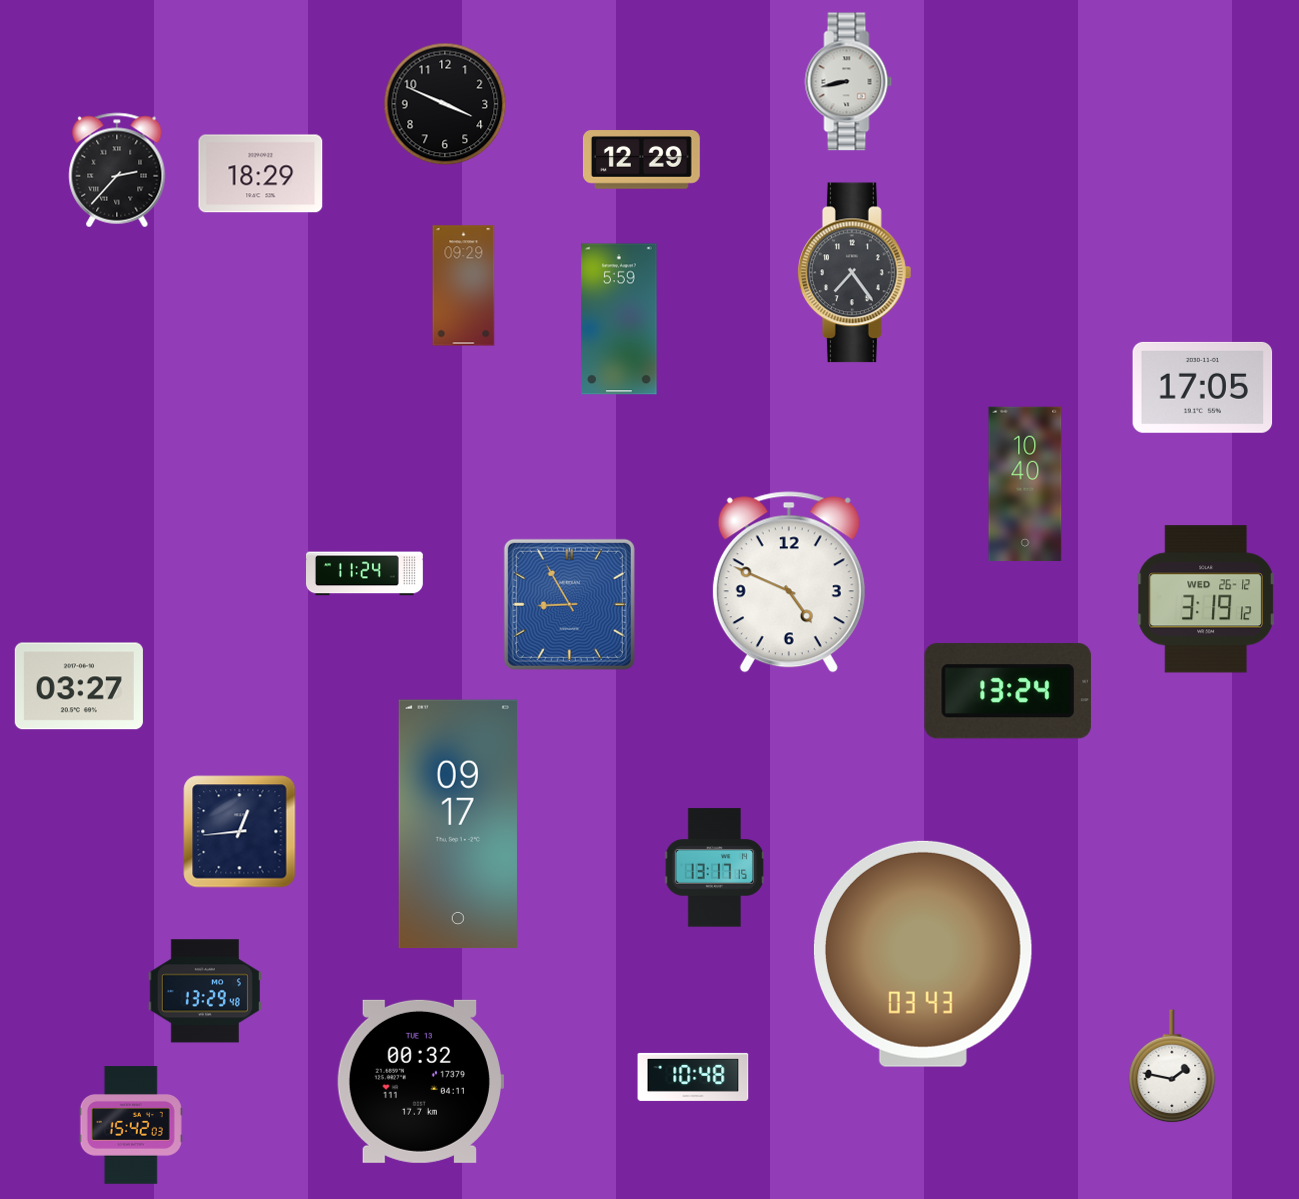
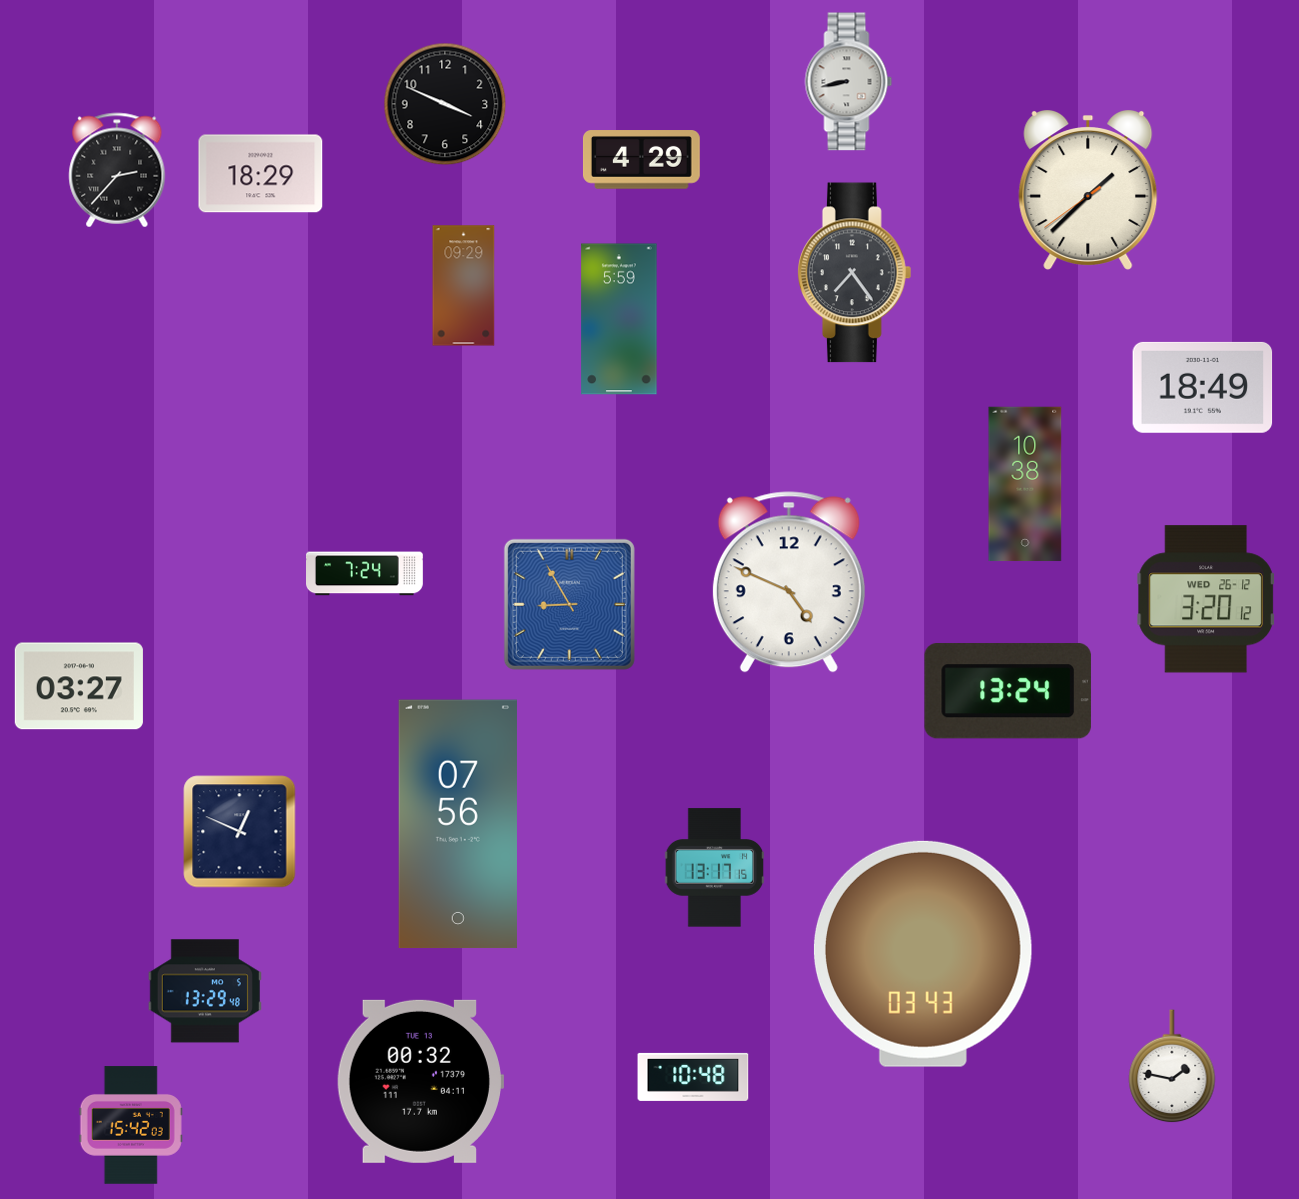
clock at (641, 160): 12:29 -> 4:29
clock at (1088, 191): none -> 1:37
clock at (1203, 387): 17:05 -> 18:49
clock at (1025, 484): 10:40 -> 10:38
clock at (365, 574): 11:24 -> 7:24
clock at (1206, 599): 3:19 -> 3:20
clock at (458, 824): 09:17 -> 07:56
clock at (240, 832): 12:44 -> 12:49
